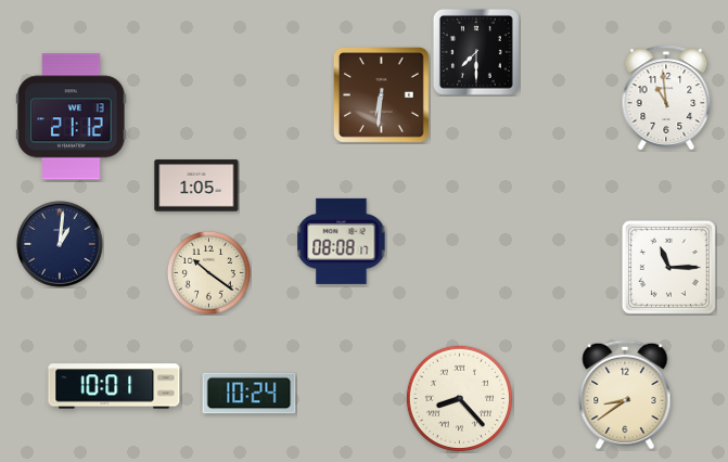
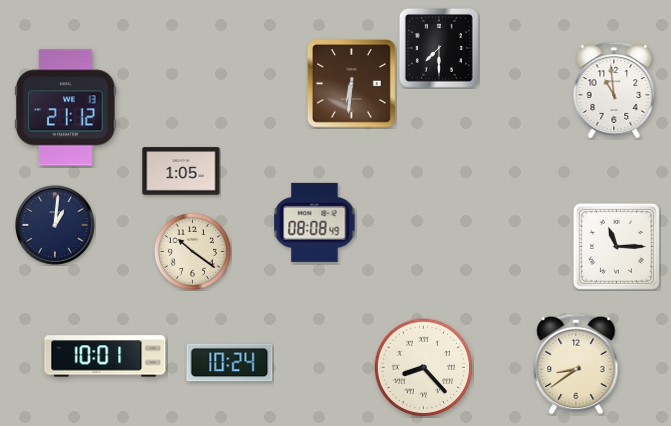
clock at (381, 94) position: (381, 94) -> (351, 83)
clock at (342, 241): 08:08:17 -> 08:08:49
